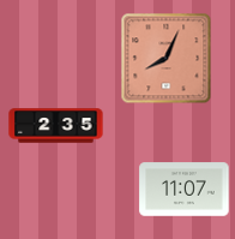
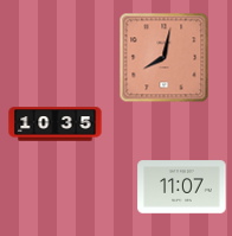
clock at (167, 59): 8:04 -> 8:02
clock at (56, 126): 2:35 -> 10:35
